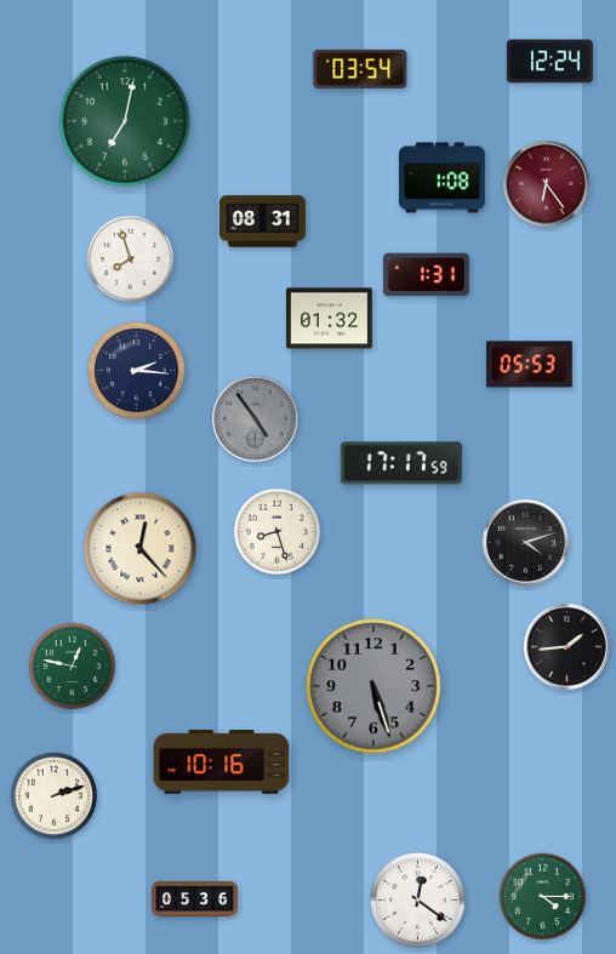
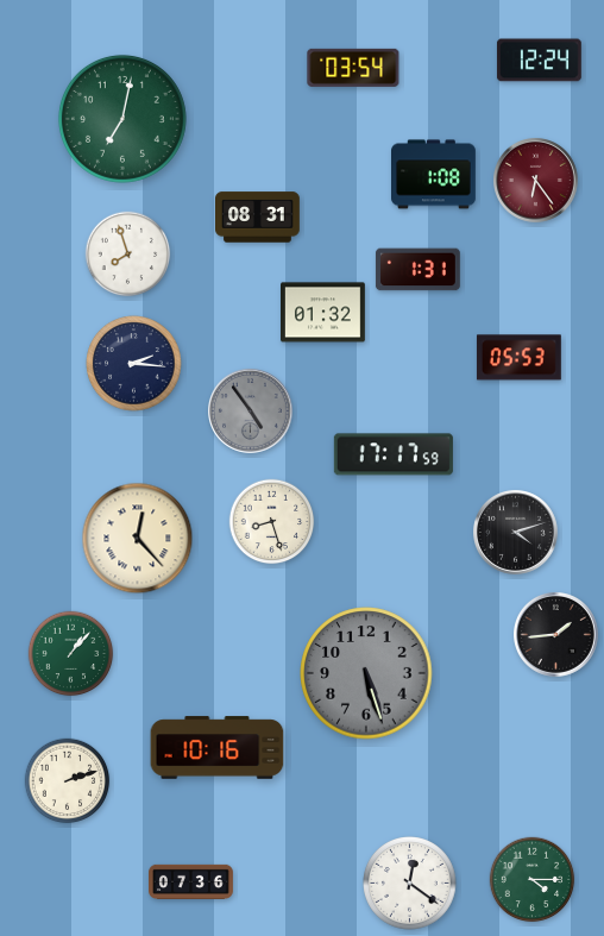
clock at (73, 667): 12:47 -> 1:07
clock at (55, 796) position: (55, 796) -> (68, 781)
clock at (195, 898): 05:36 -> 07:36
